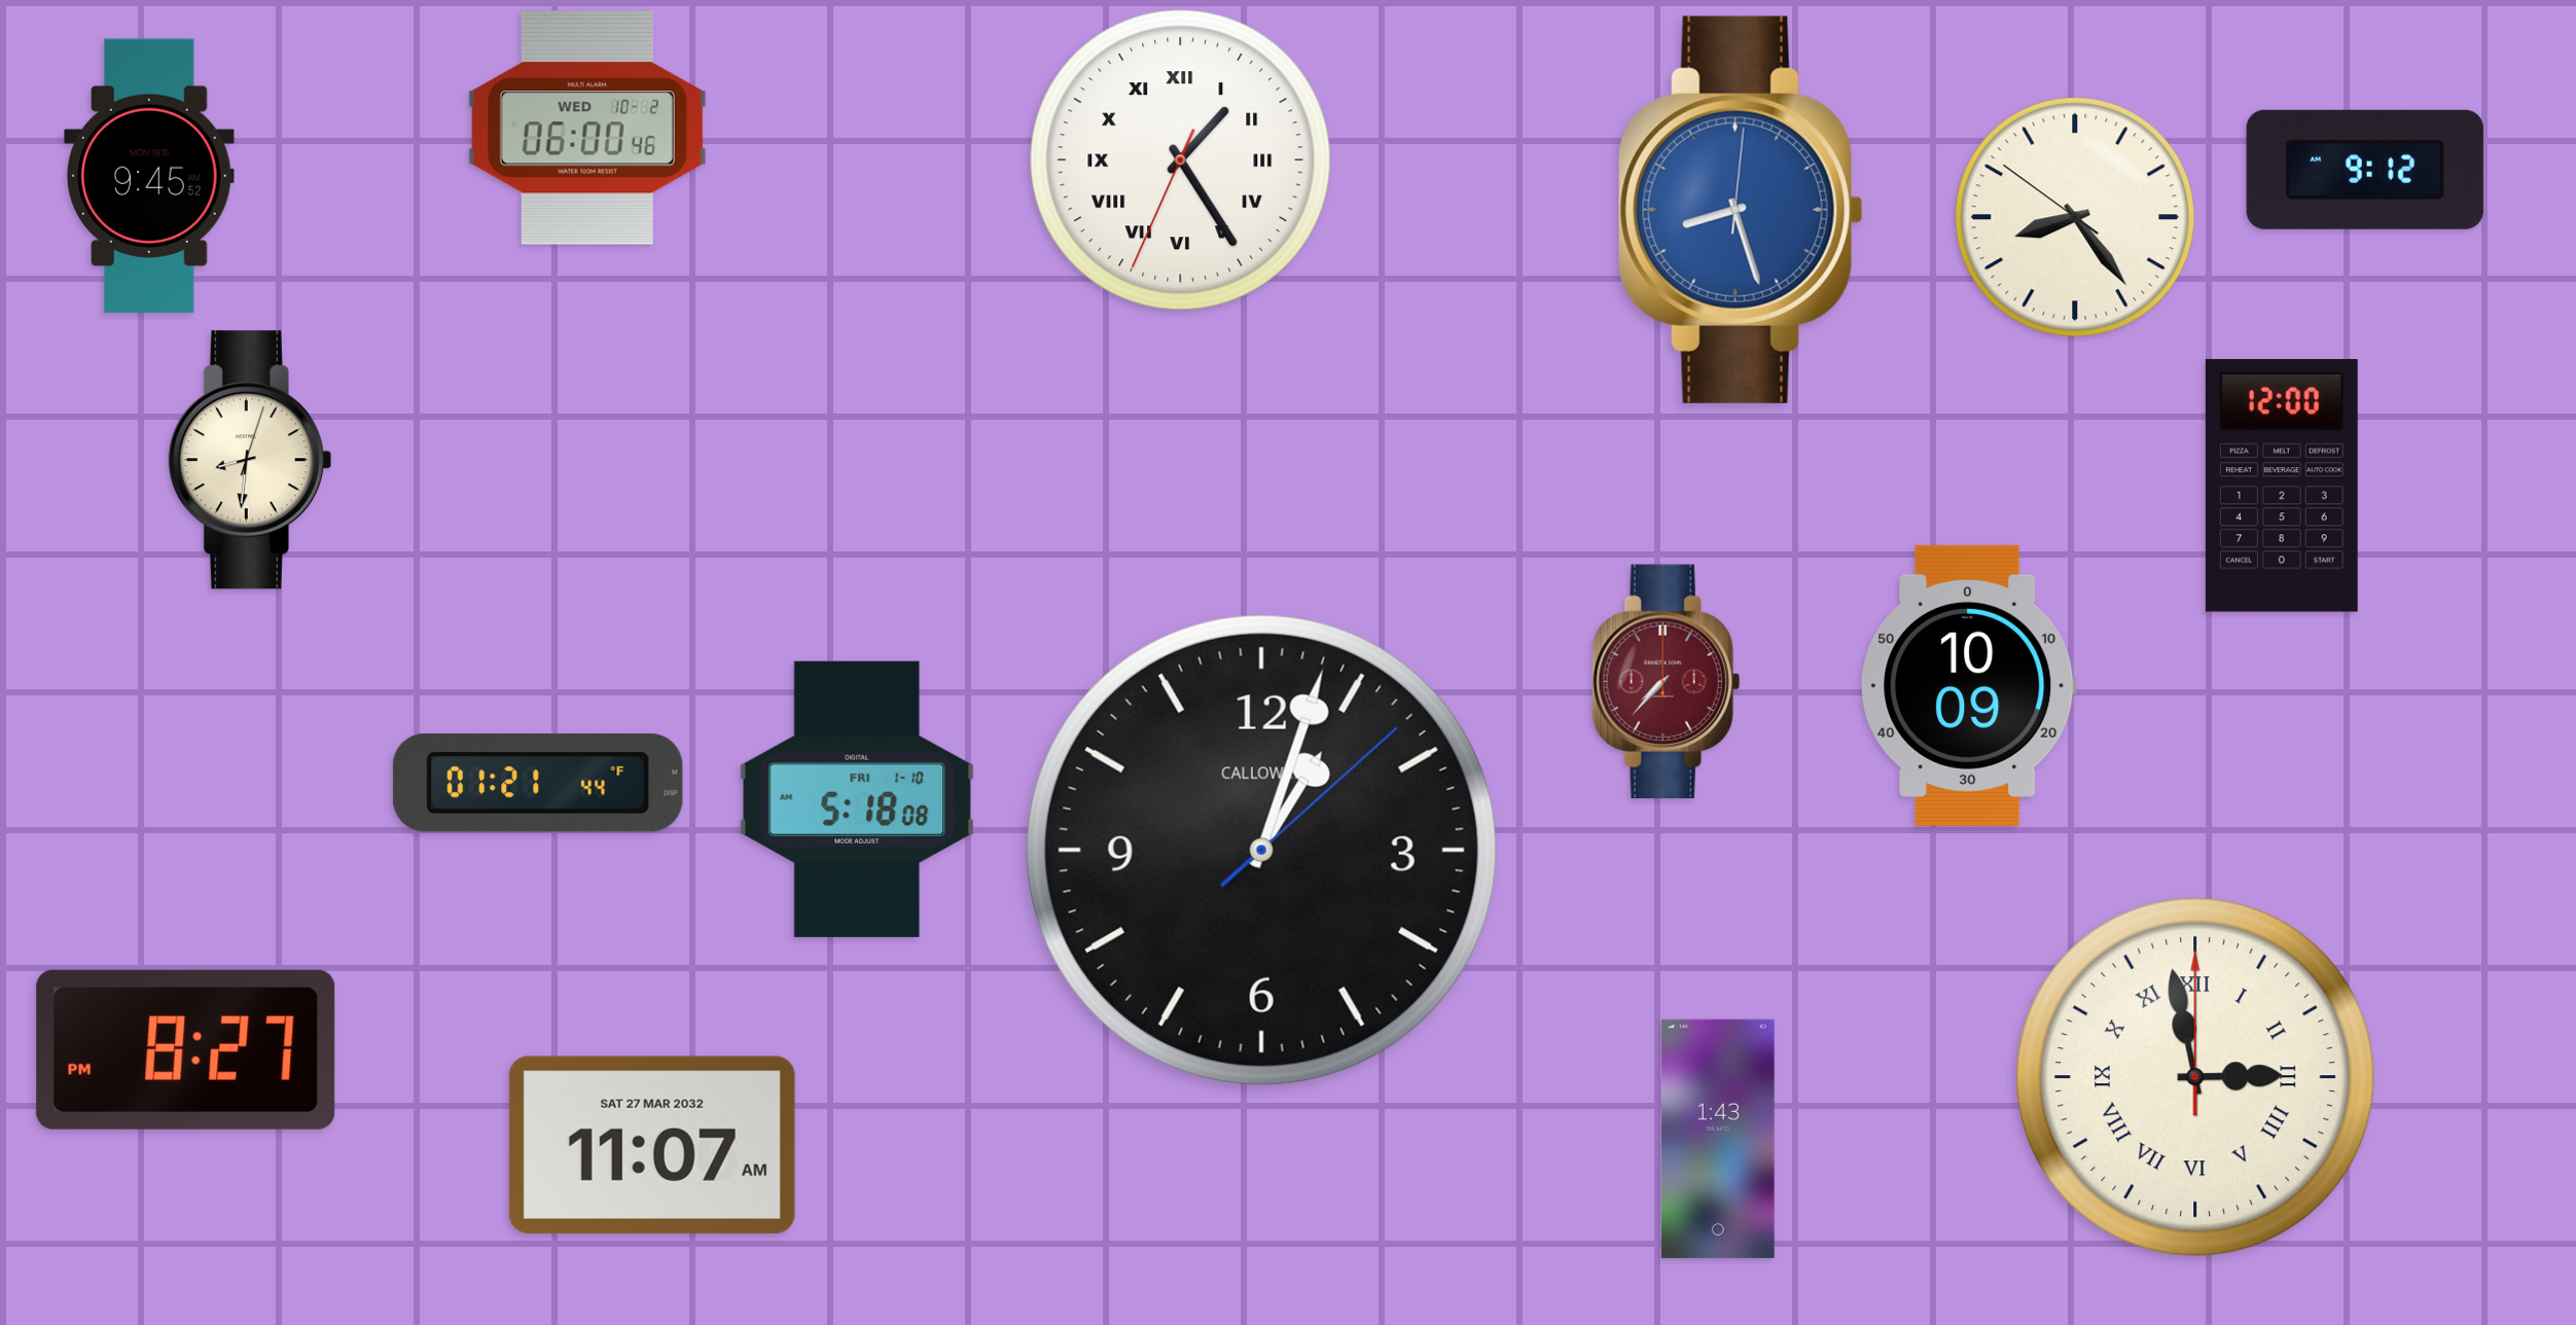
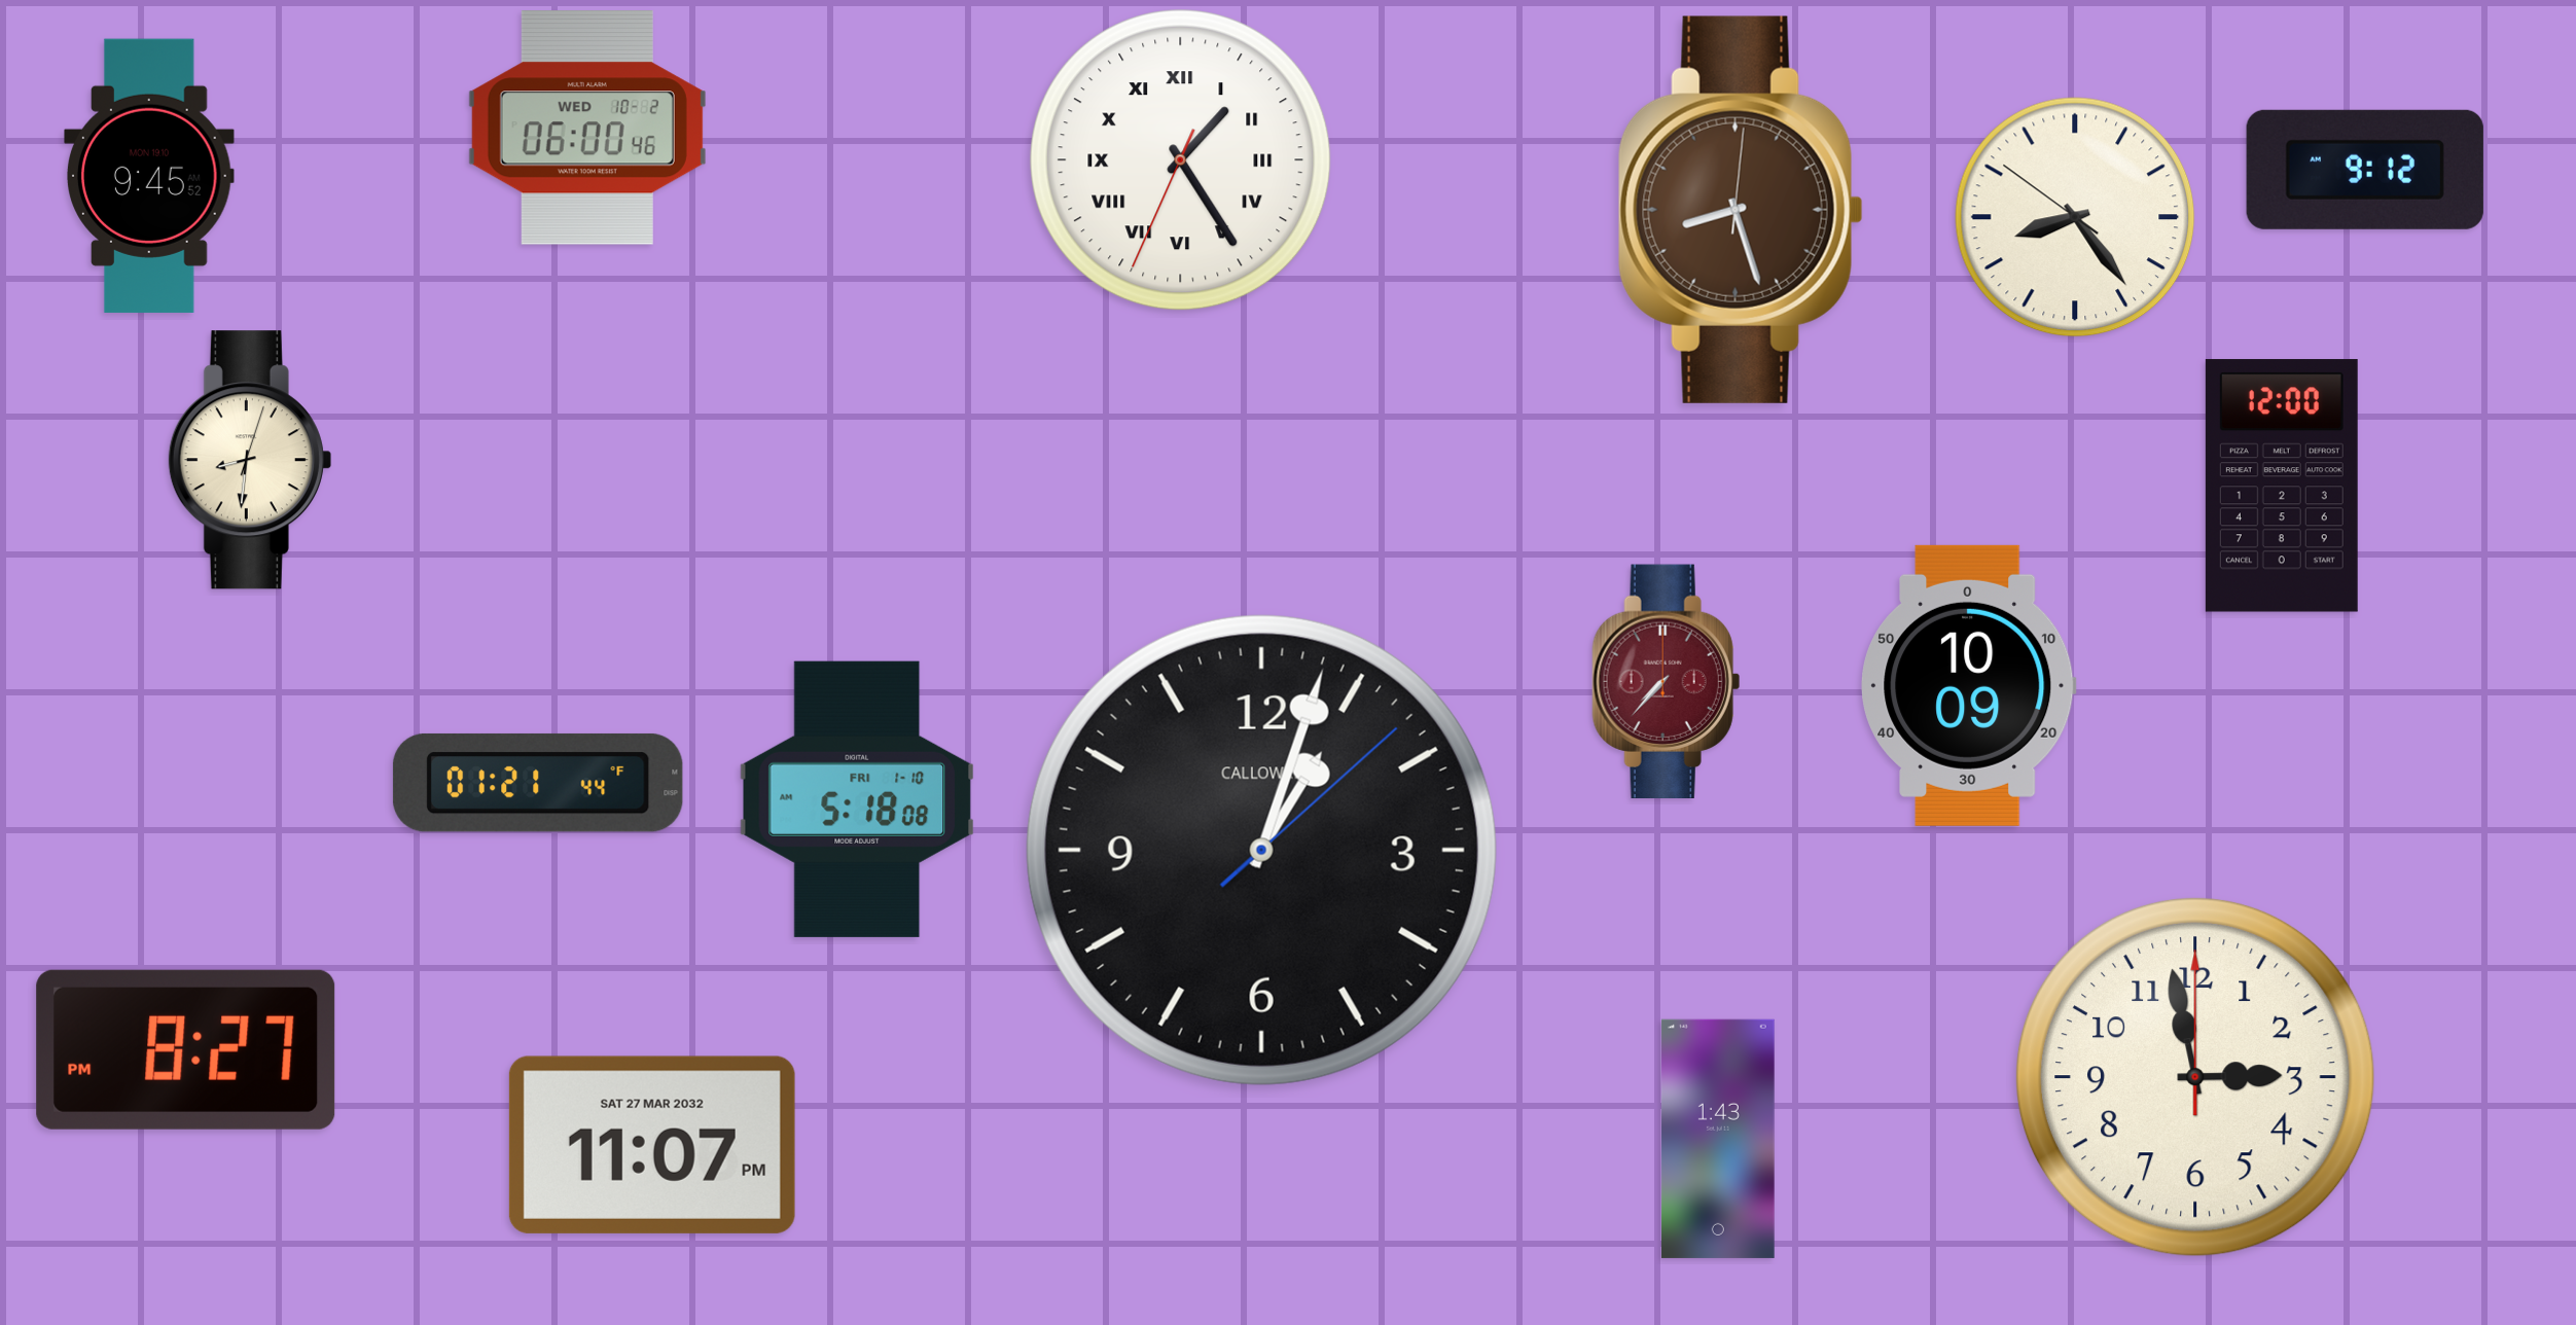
clock at (1741, 210) dial: blue -> brown
clock at (2195, 1077) numerals: Roman -> Arabic
clock at (652, 1145): 11:07 AM -> 11:07 PM
